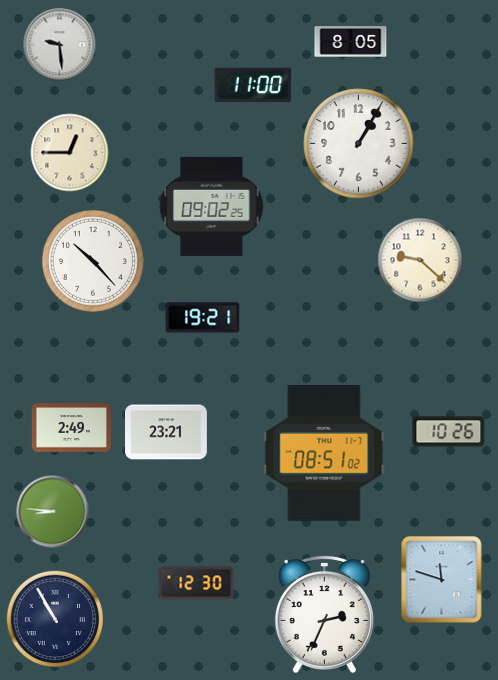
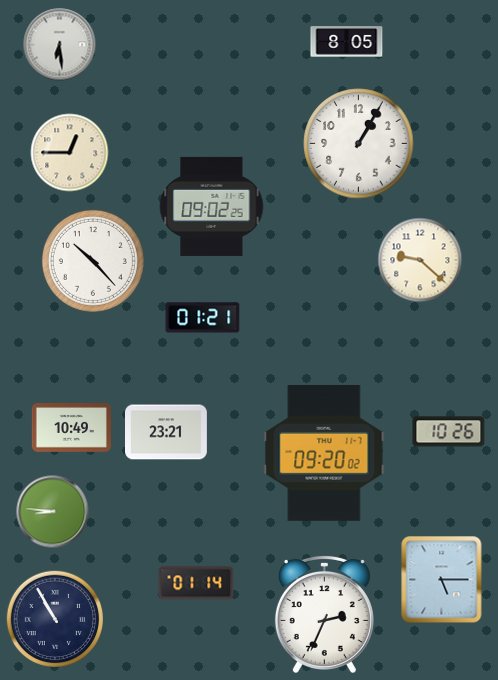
clock at (351, 42) position: (351, 42) -> (347, 42)
clock at (60, 45): 9:29 -> 6:29
clock at (253, 85): 11:00 -> none
clock at (203, 318): 19:21 -> 01:21
clock at (71, 428): 2:49 -> 10:49
clock at (324, 453): 08:51 -> 09:20
clock at (442, 580): 11:48 -> 5:15
clock at (196, 583): 12:30 -> 01:14
